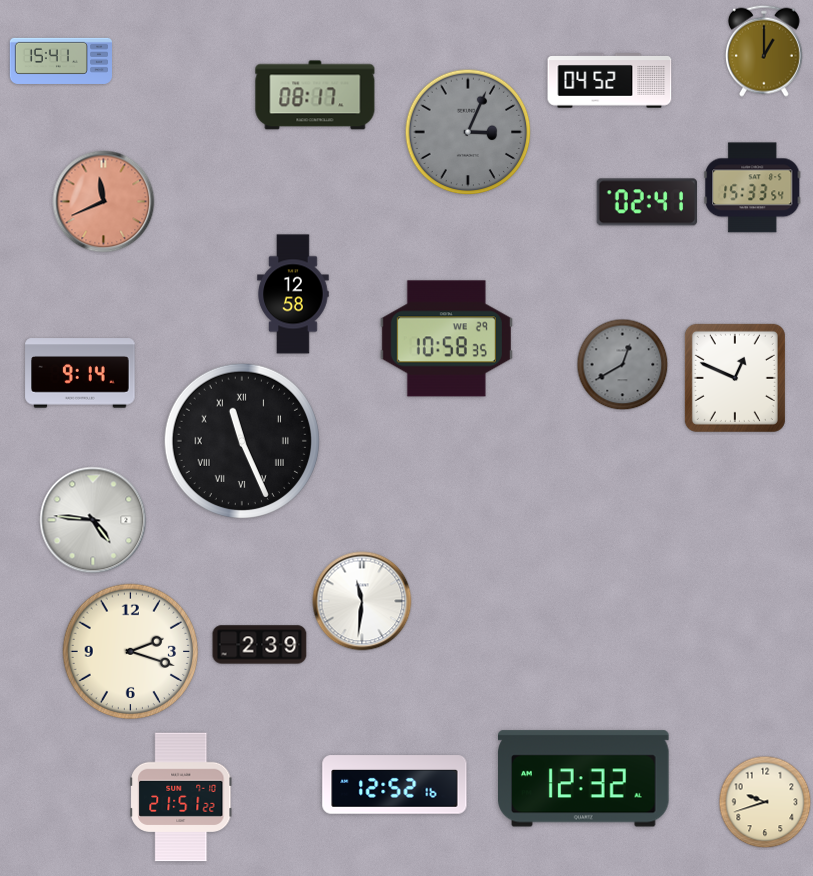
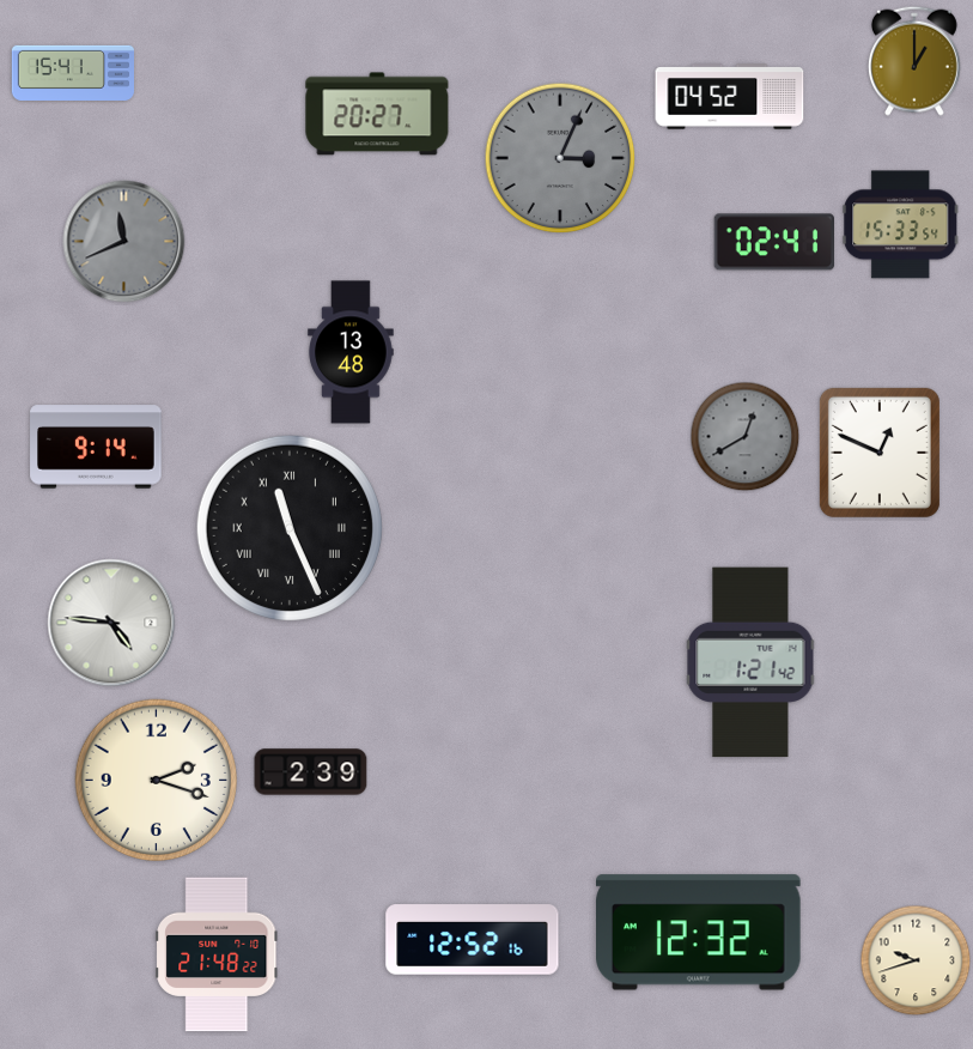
clock at (315, 95): 08:17 -> 20:27
clock at (104, 202) dial: salmon -> grey
clock at (293, 294): 12:58 -> 13:48
clock at (446, 339): 10:58 -> none
clock at (750, 662): none -> 1:21
clock at (362, 601): 11:31 -> none
clock at (181, 797): 21:51 -> 21:48
